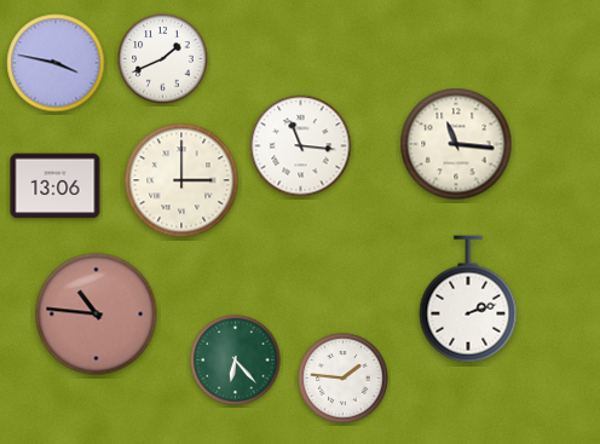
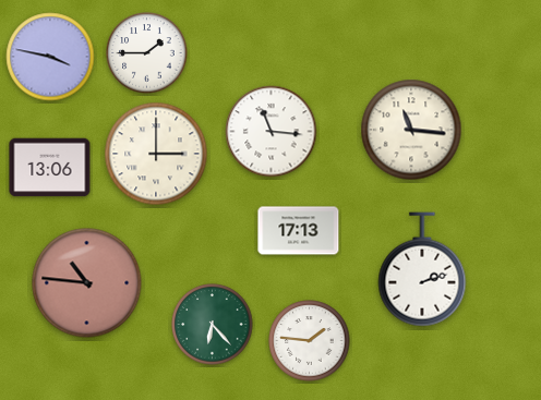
clock at (163, 59): 1:41 -> 1:45
clock at (181, 180) position: (181, 180) -> (156, 154)
clock at (299, 231): none -> 17:13
